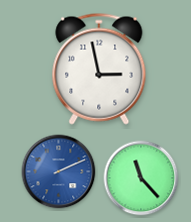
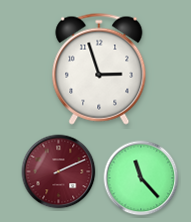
clock at (99, 69): 2:58 -> 2:57
clock at (59, 172) dial: blue -> burgundy
